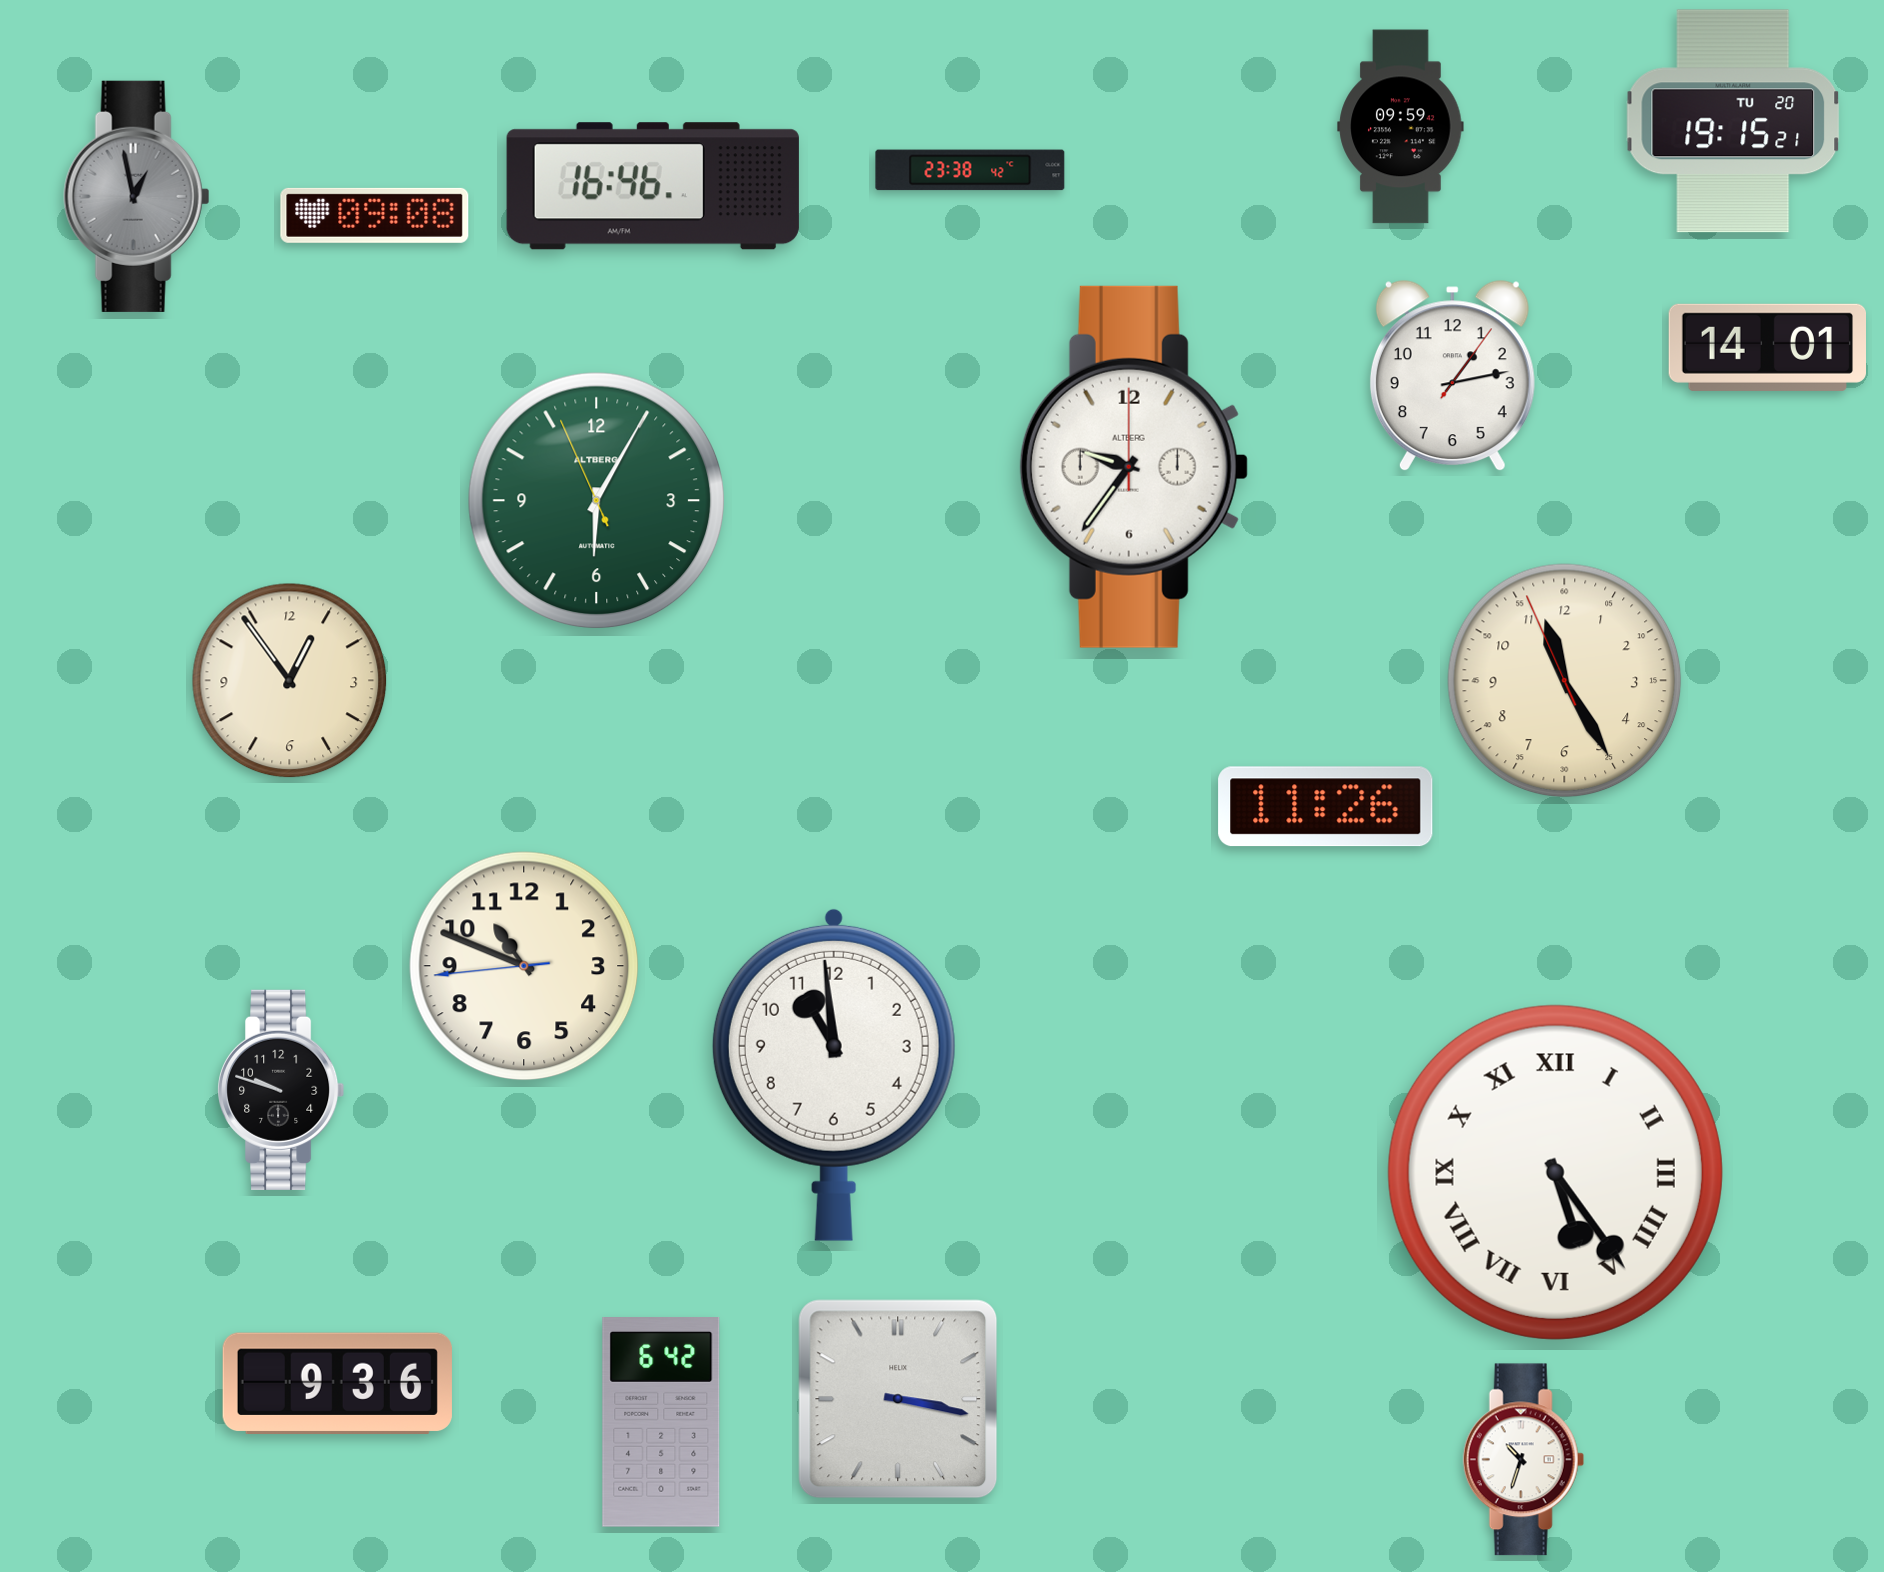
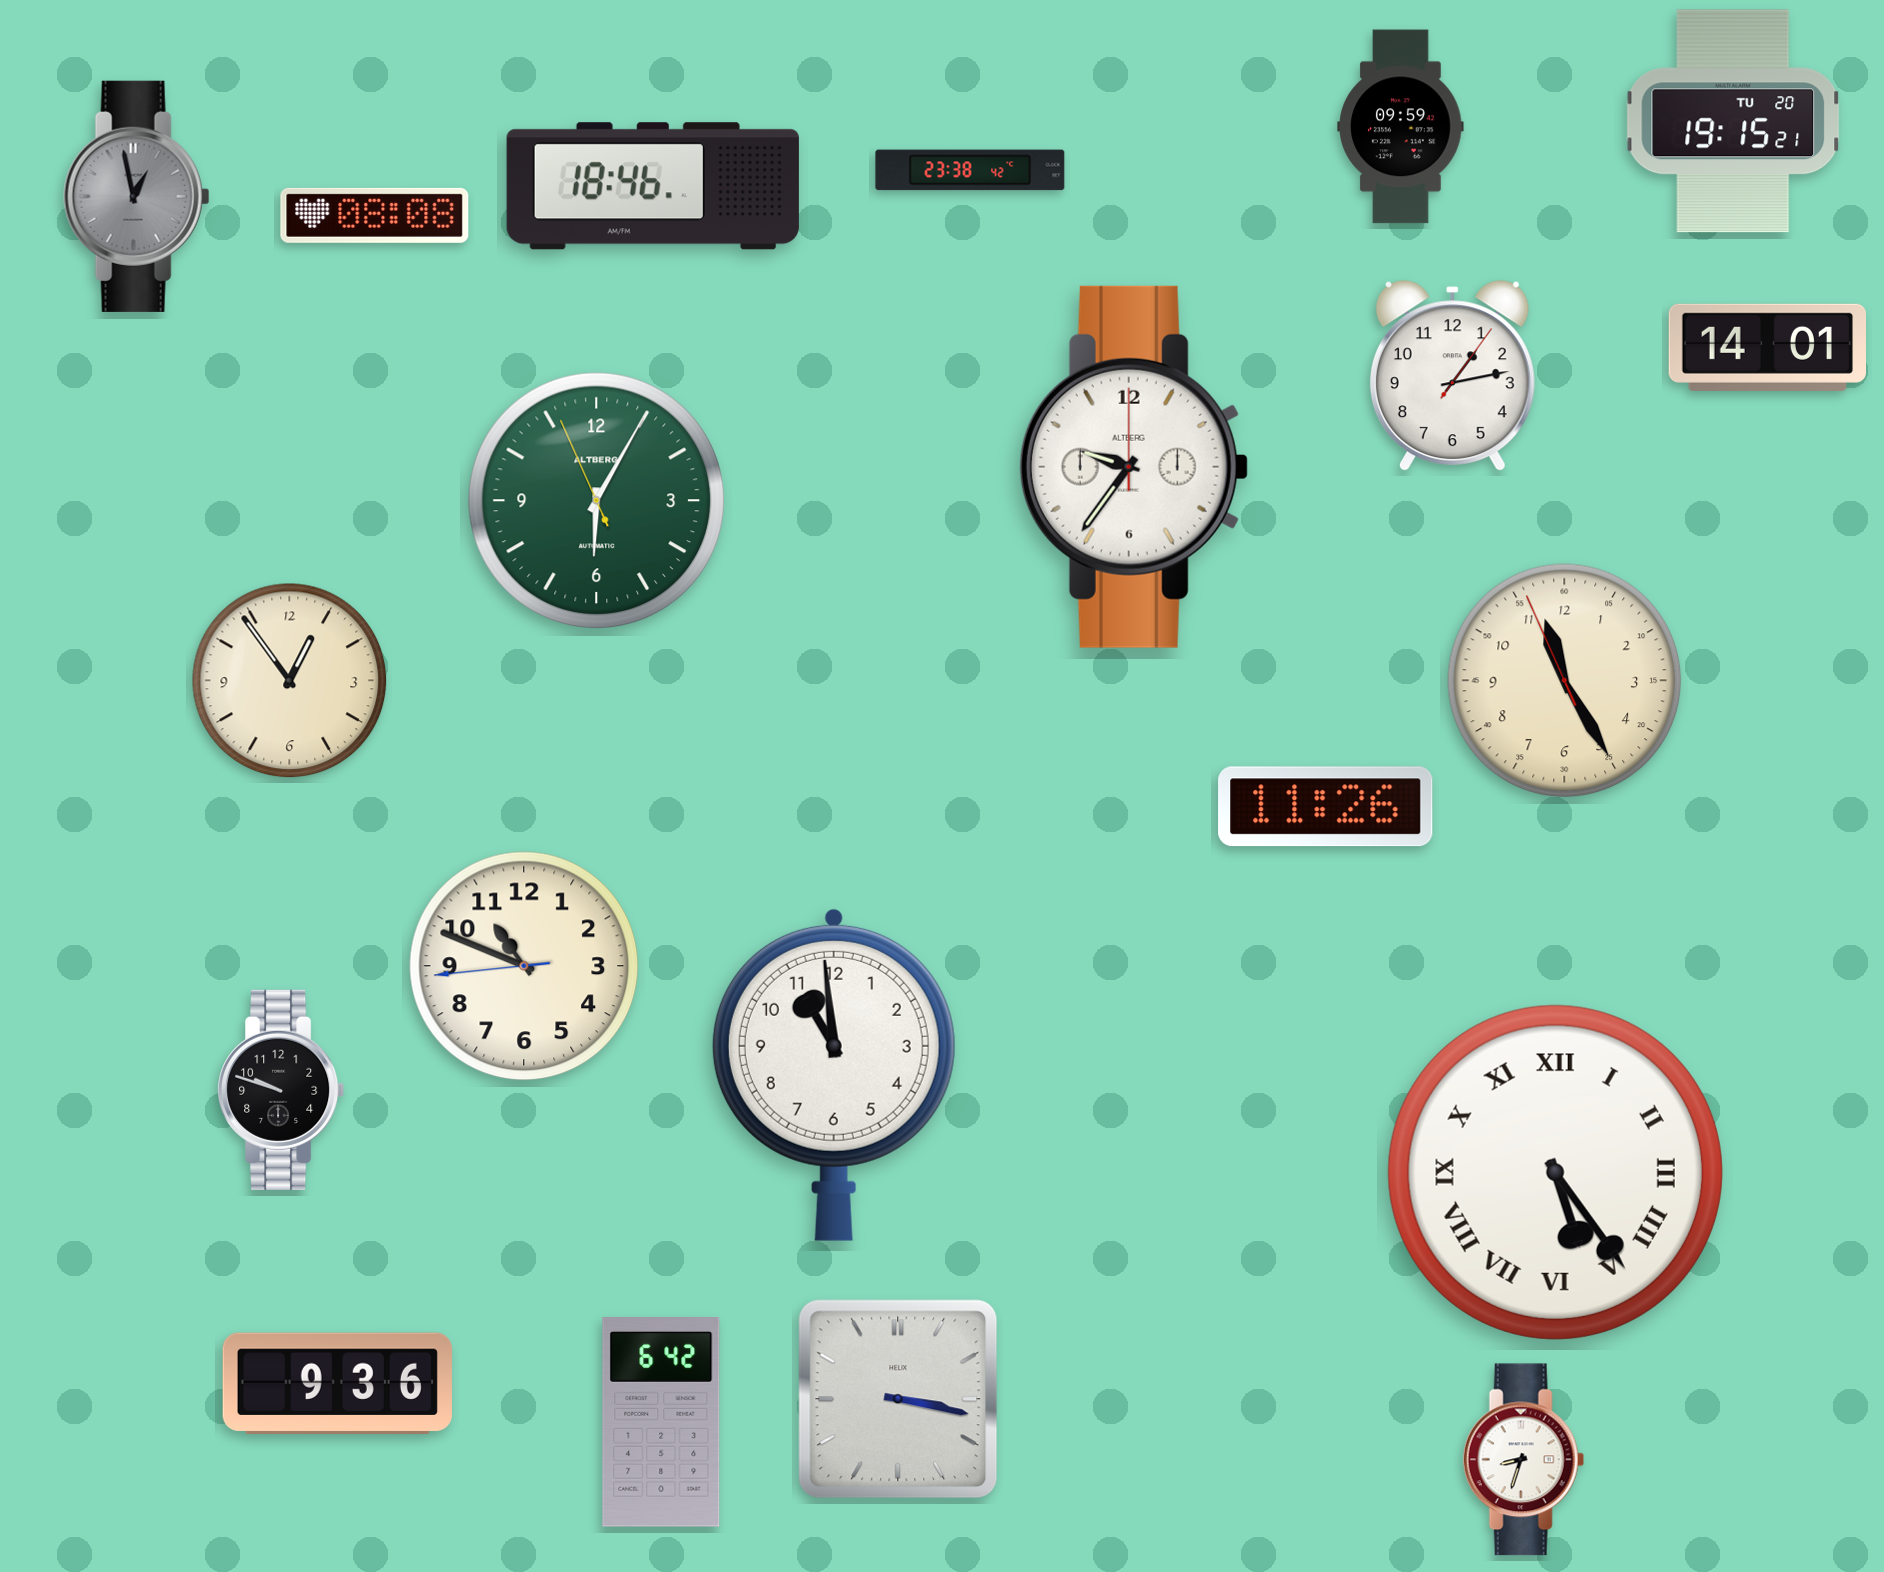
clock at (653, 186): 16:46 -> 18:46
clock at (375, 215): 09:08 -> 08:08
clock at (1523, 1460): 10:33 -> 8:33
